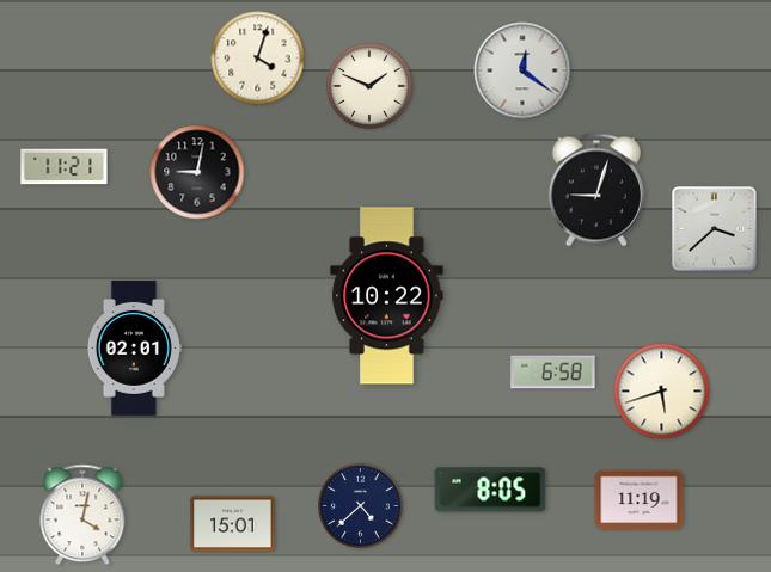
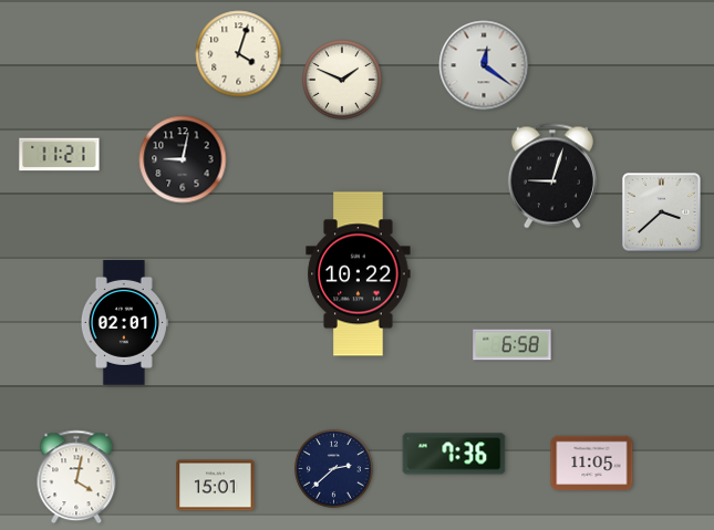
clock at (662, 392): 5:42 -> none
clock at (490, 490): 8:05 -> 7:36
clock at (640, 500): 11:19 -> 11:05
clock at (360, 505): 4:38 -> 2:38
